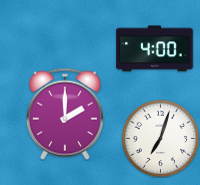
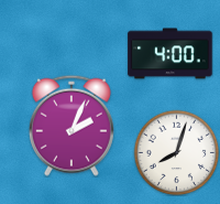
clock at (65, 114): 2:00 -> 2:04
clock at (160, 138): 7:03 -> 8:03
